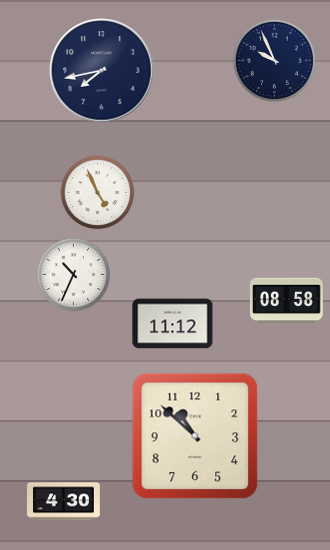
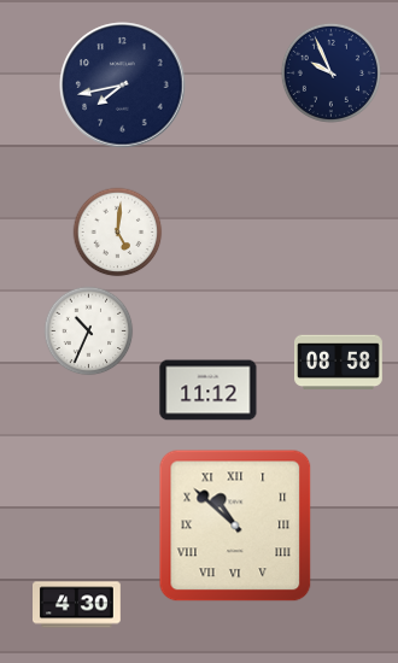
clock at (98, 193): 4:56 -> 5:01
clock at (287, 301) position: (287, 301) -> (339, 363)
clock at (195, 436) numerals: Arabic -> Roman
